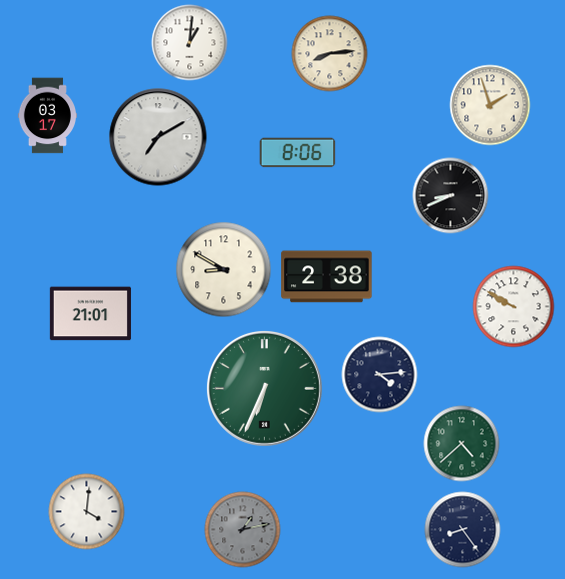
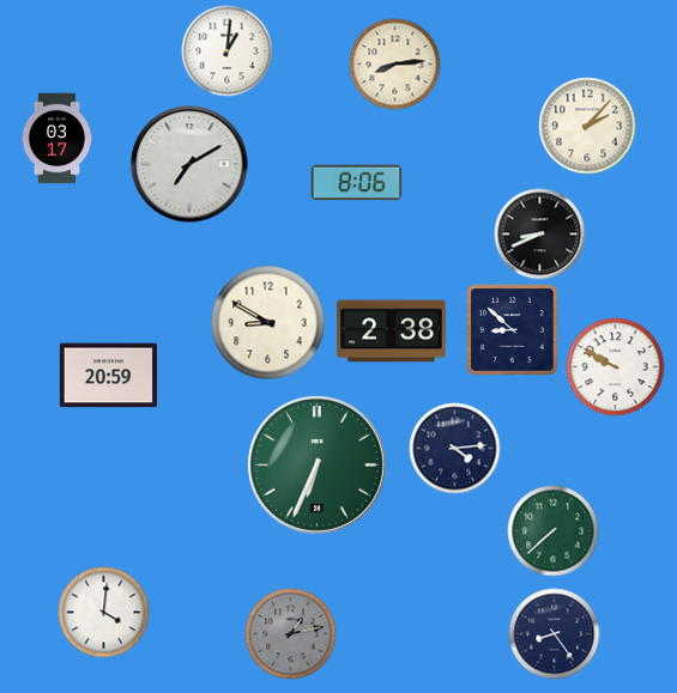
clock at (490, 105): 1:57 -> 2:07
clock at (513, 330): none -> 8:52
clock at (90, 314): 21:01 -> 20:59
clock at (462, 444): 4:38 -> 7:38
